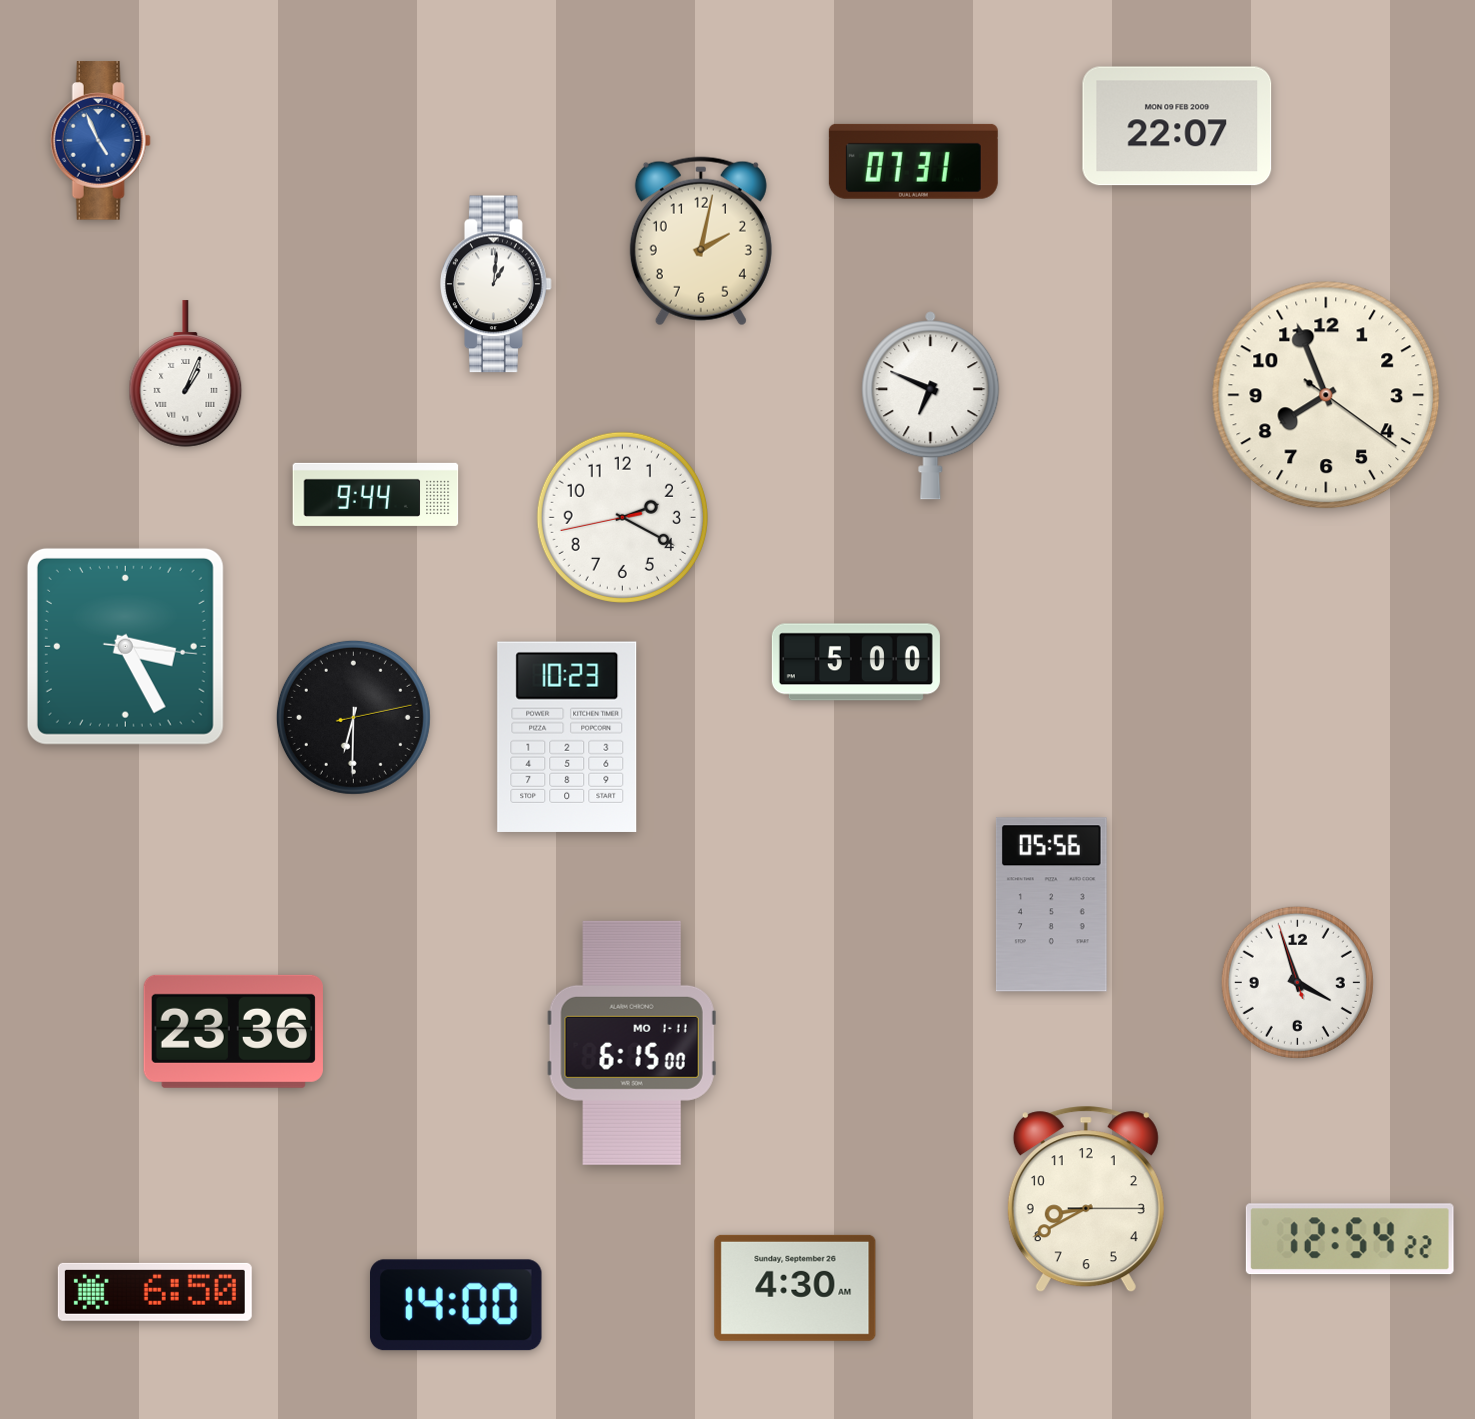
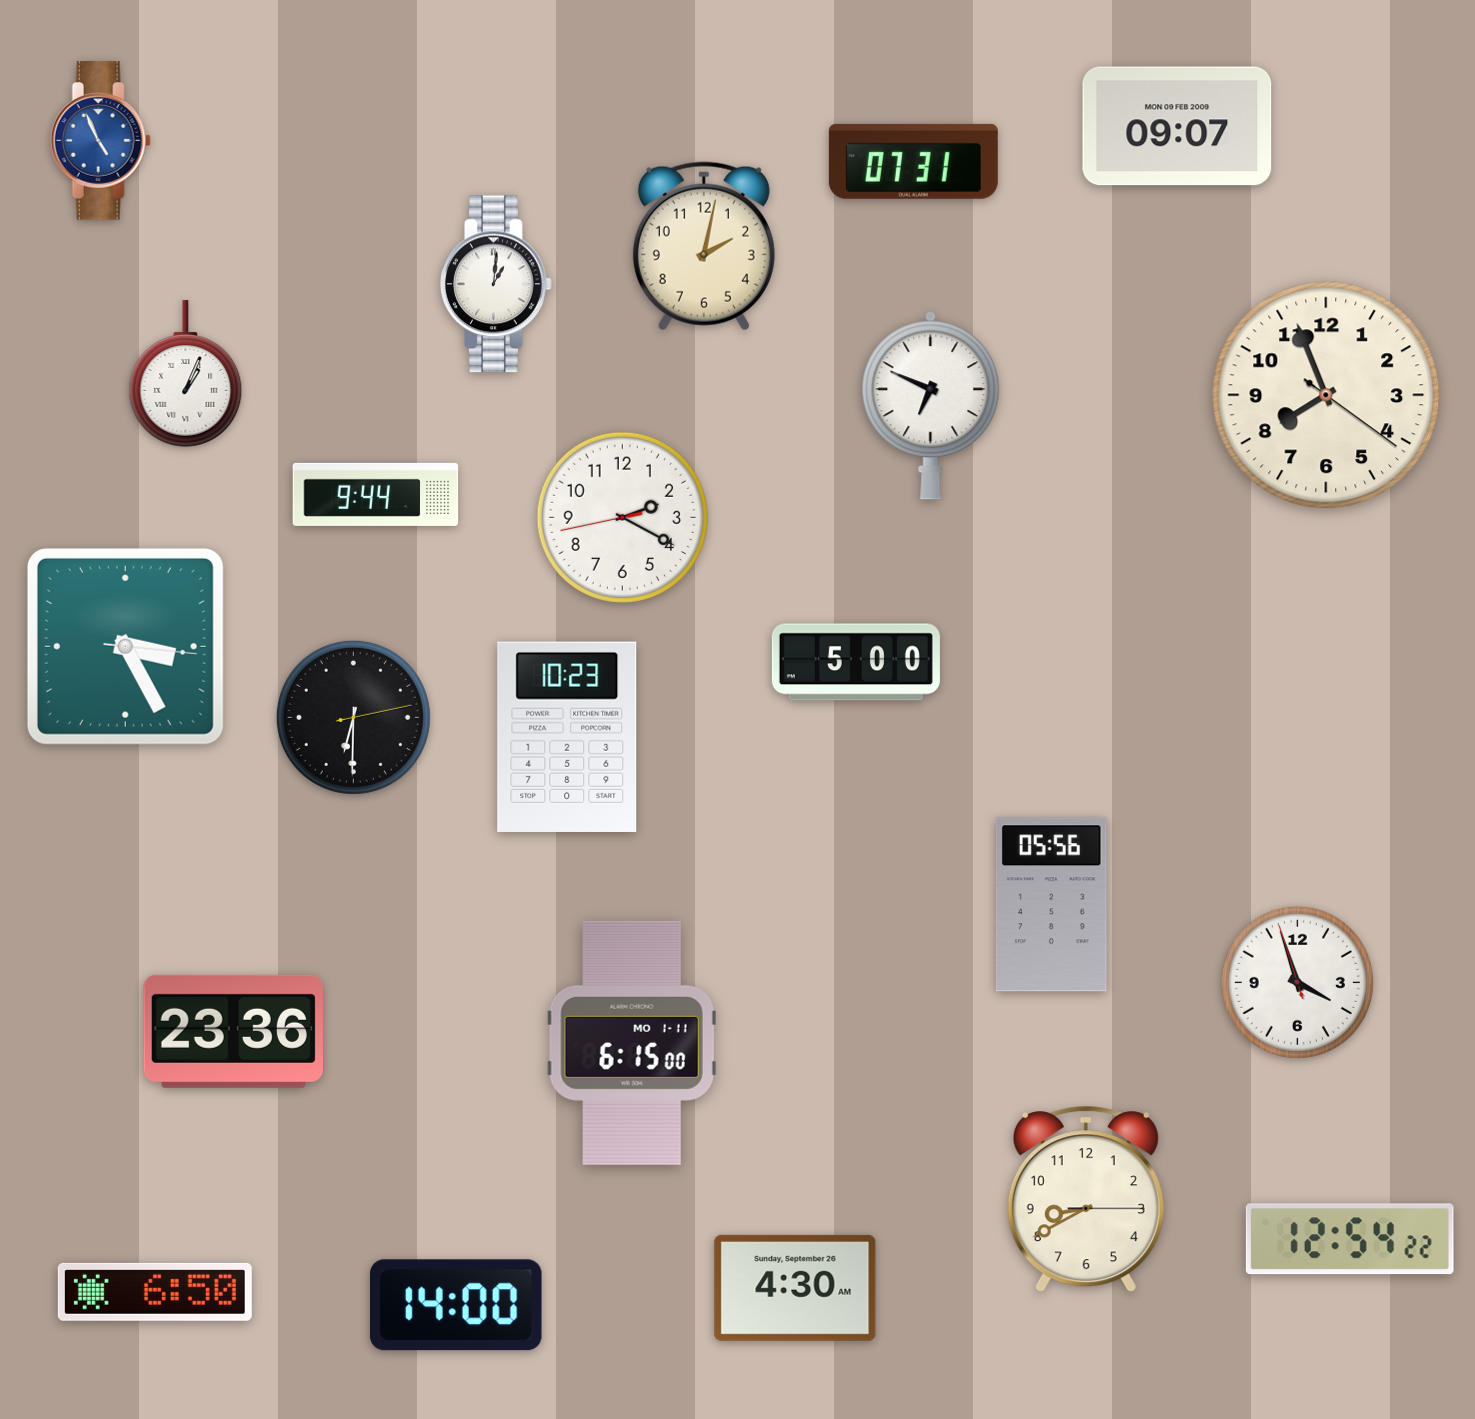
clock at (1177, 126): 22:07 -> 09:07
clock at (701, 241) position: (701, 241) -> (704, 246)
